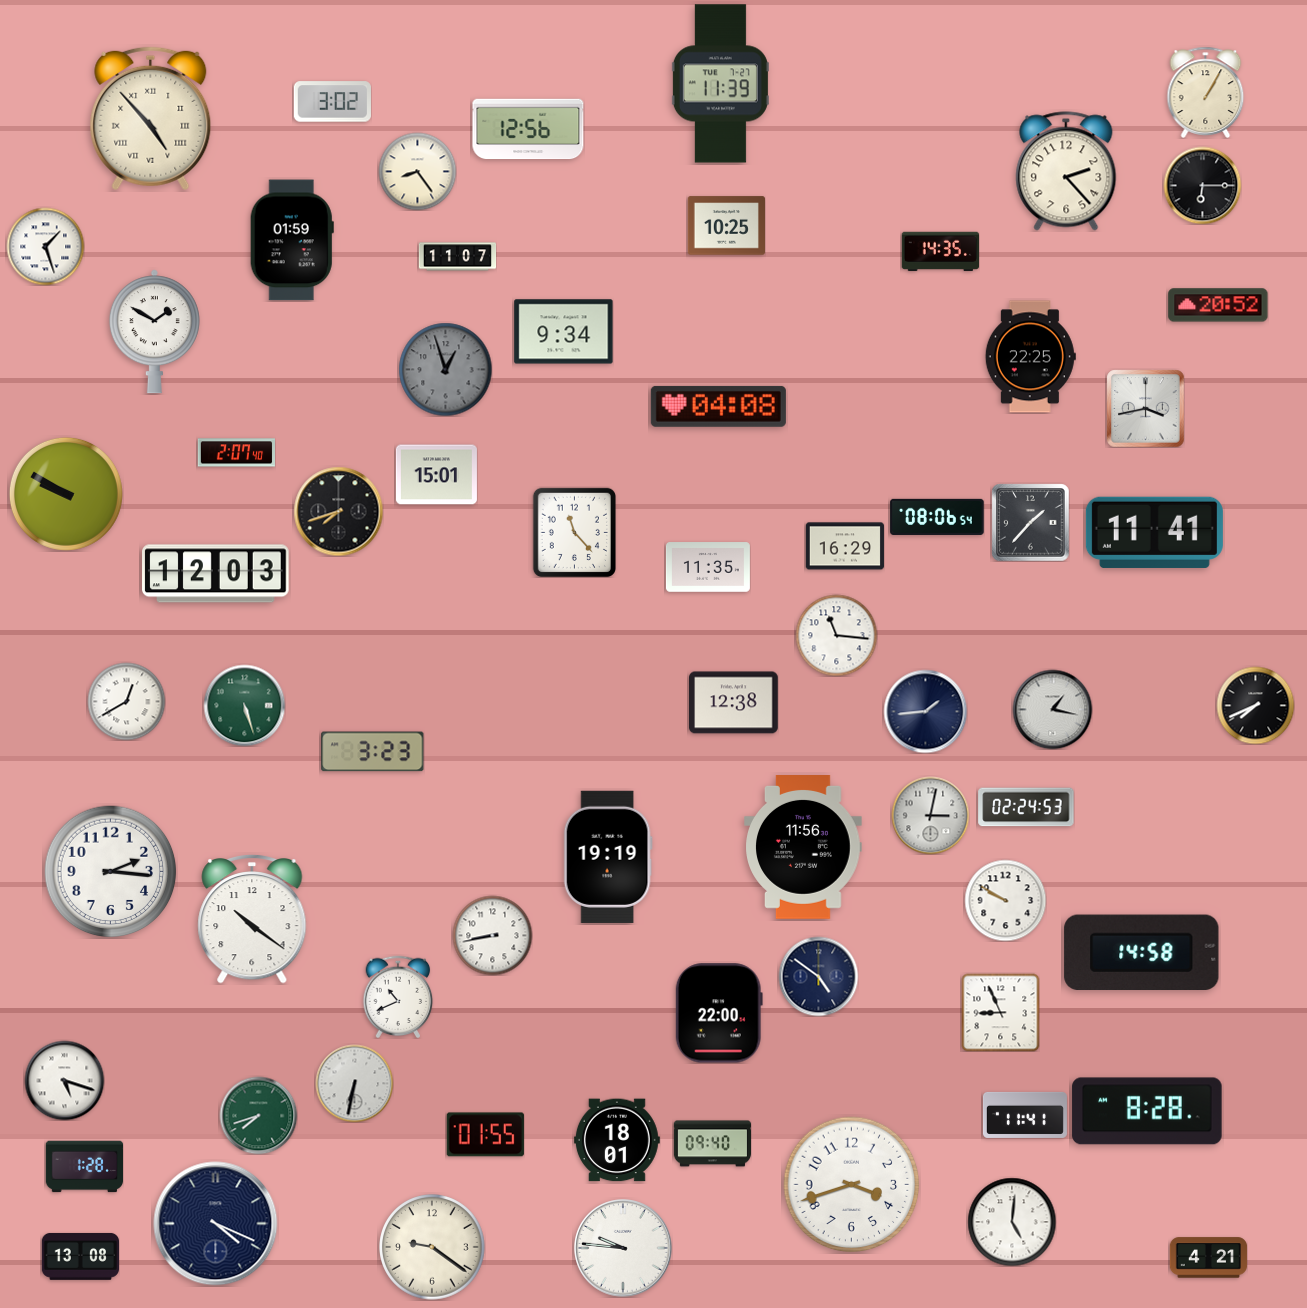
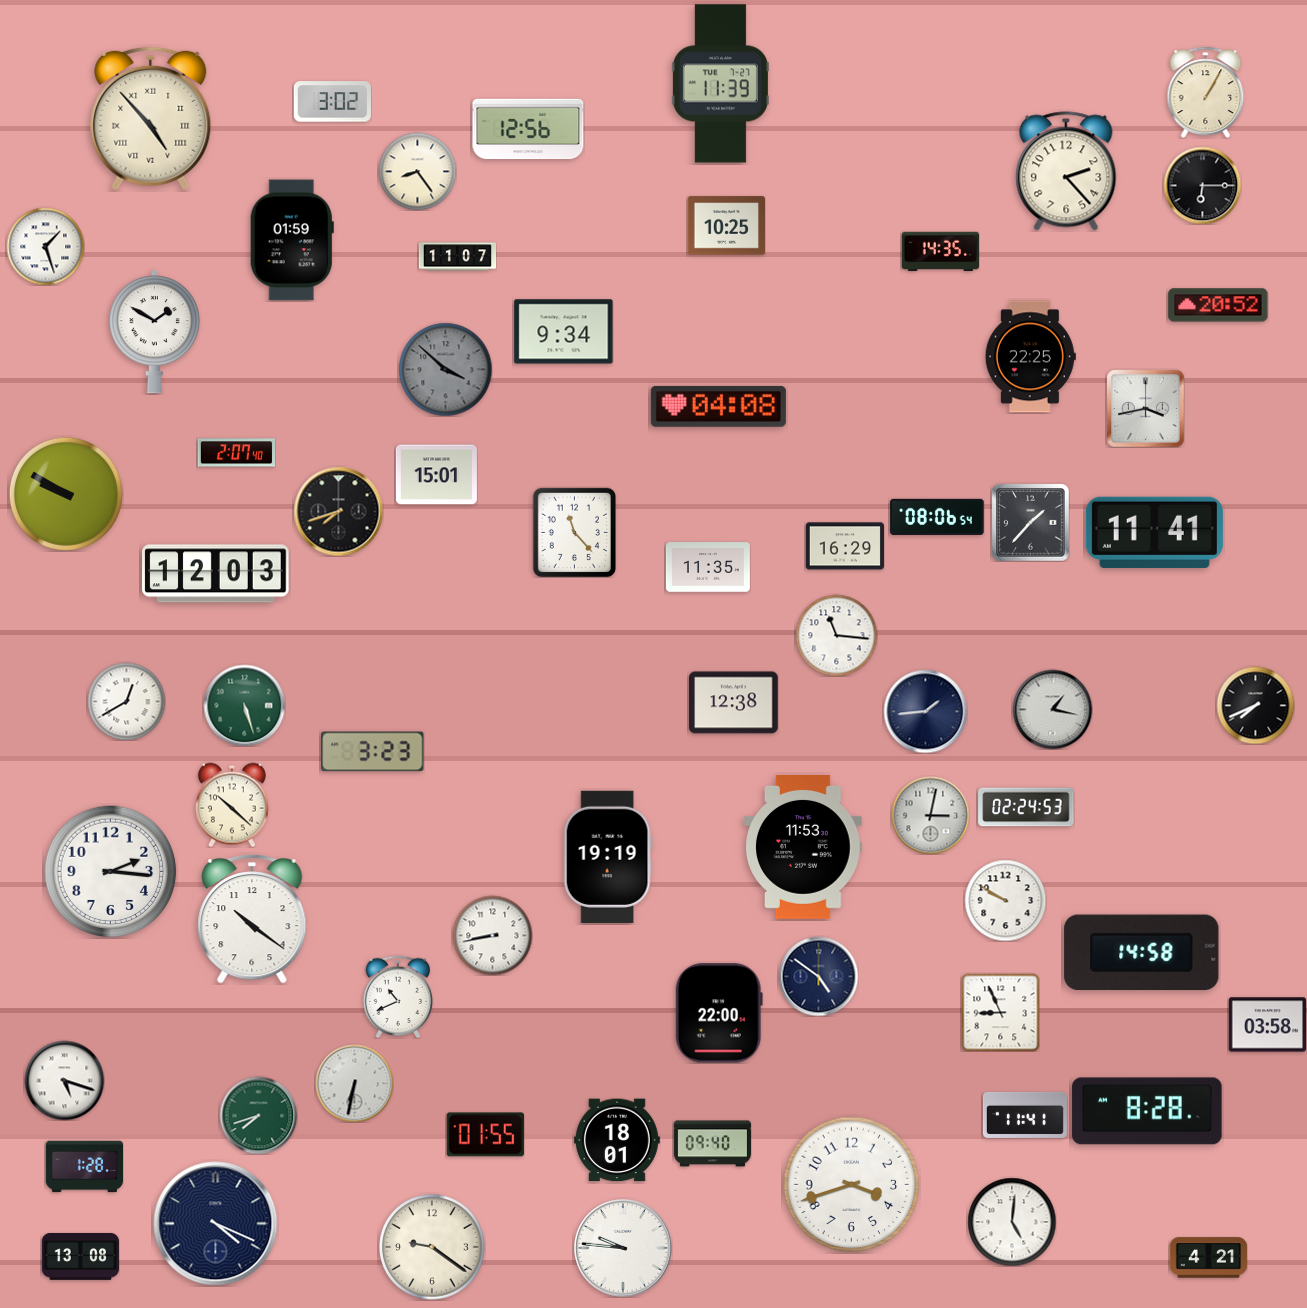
clock at (445, 369): 12:57 -> 3:52
clock at (232, 805): none -> 10:22
clock at (803, 848): 11:56 -> 11:53
clock at (1267, 1025): none -> 03:58
